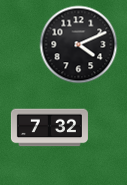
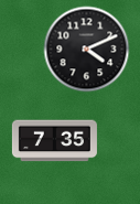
clock at (49, 128): 7:32 -> 7:35
